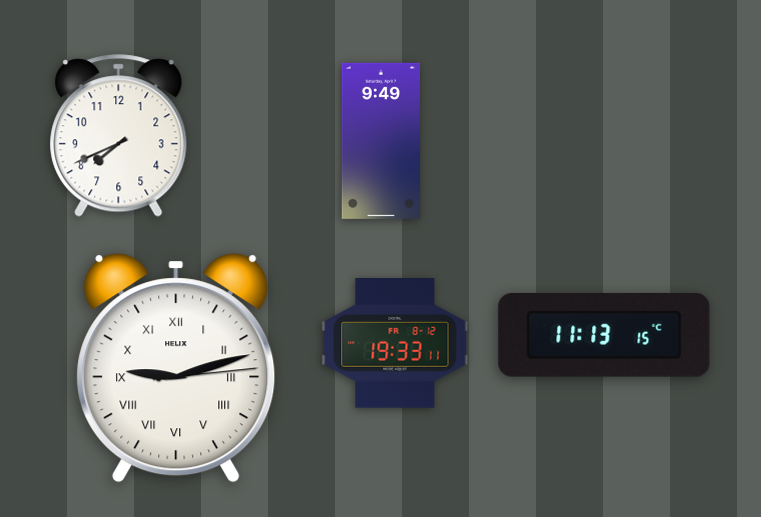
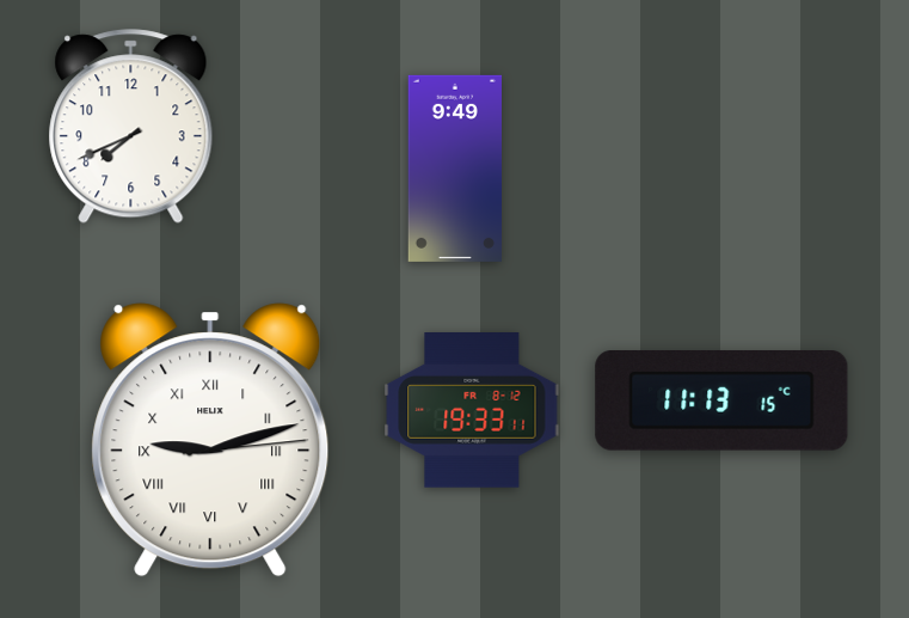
clock at (119, 136) position: (119, 136) -> (131, 127)
